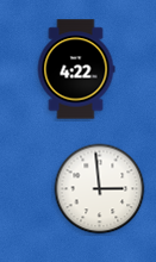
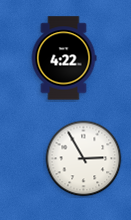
clock at (100, 189): 2:59 -> 2:55
